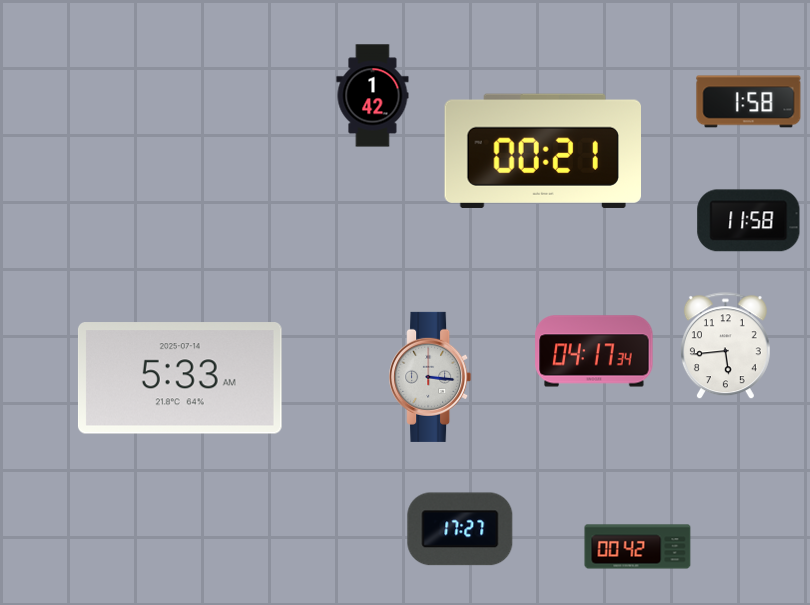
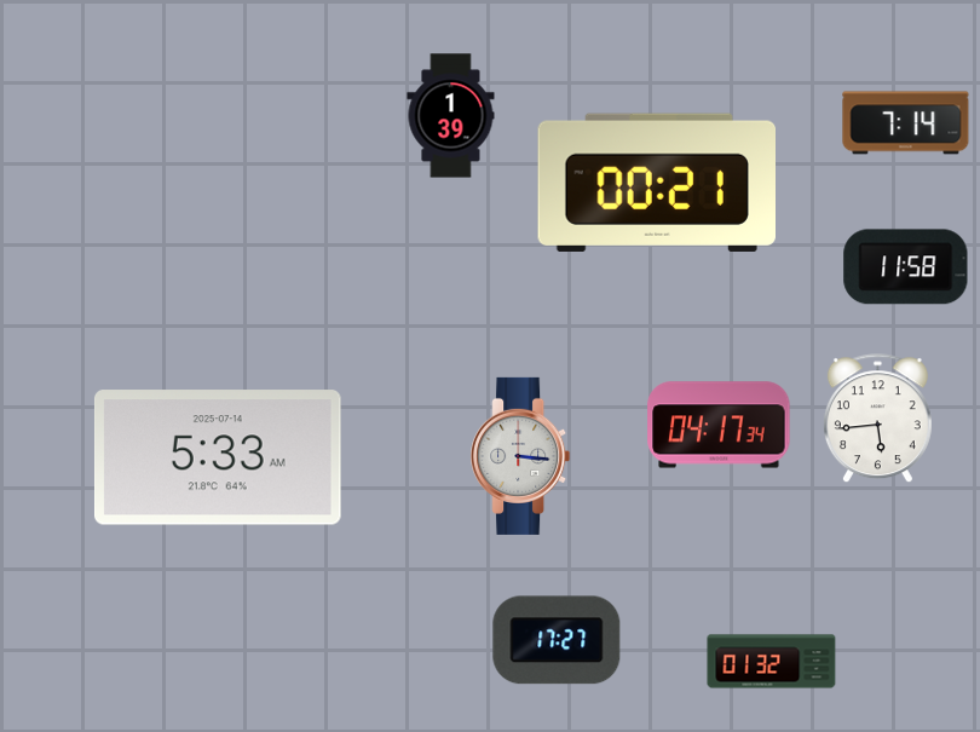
clock at (373, 96): 1:42 -> 1:39
clock at (749, 102): 1:58 -> 7:14
clock at (638, 547): 00:42 -> 01:32
